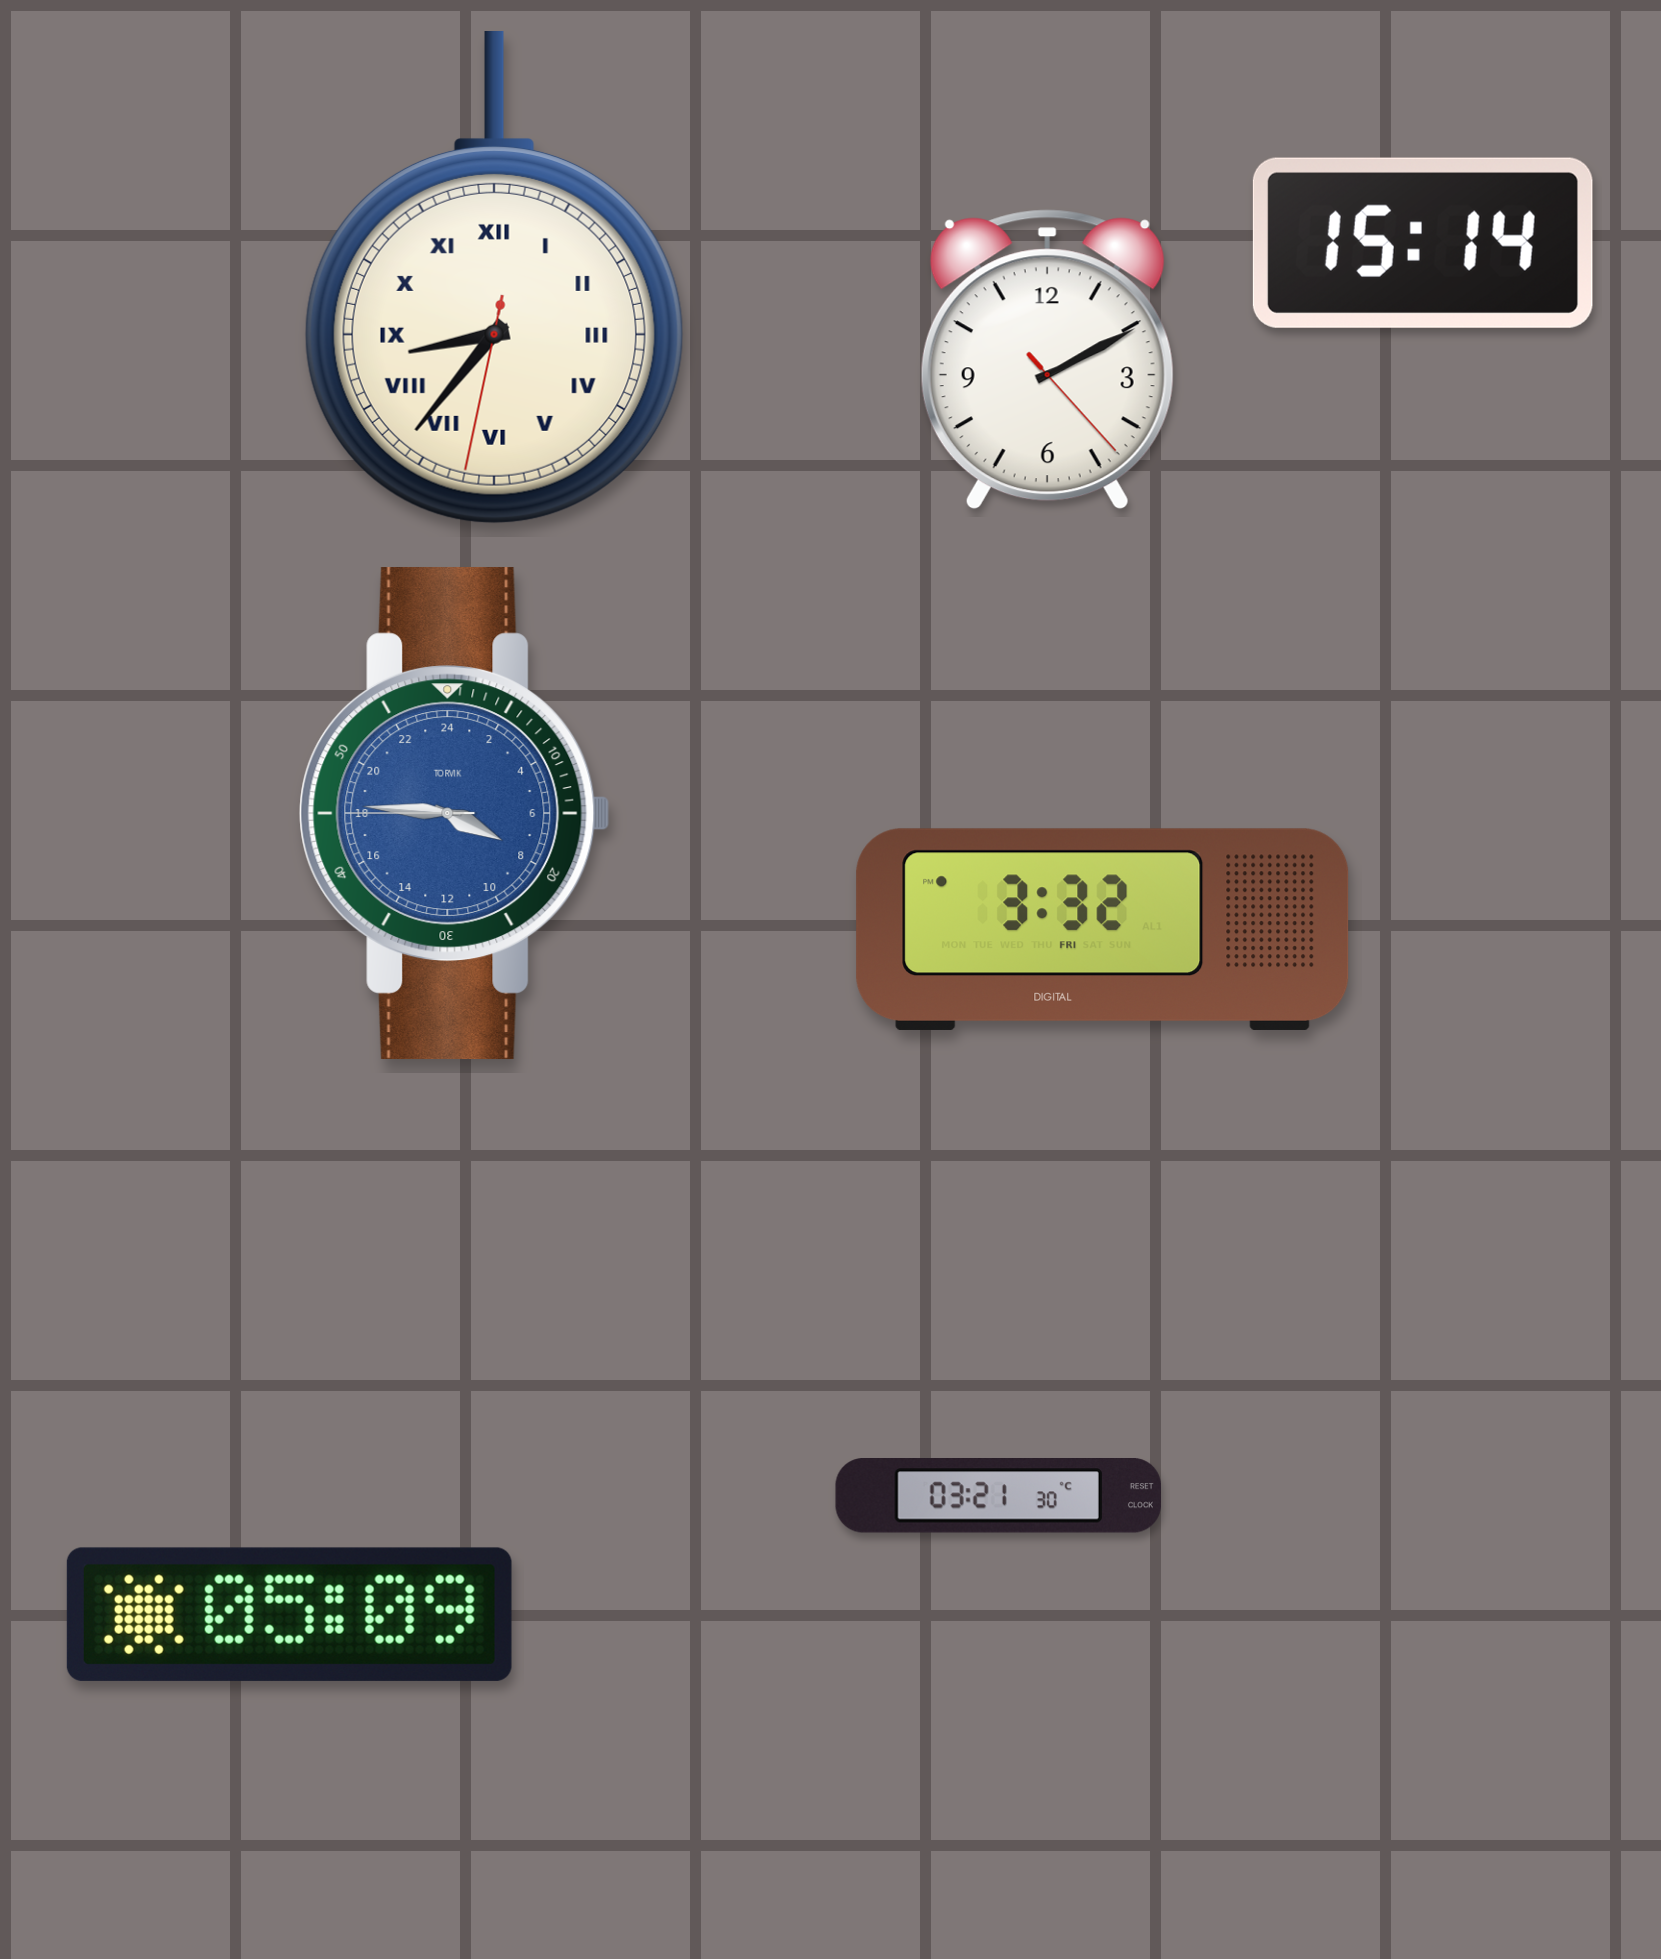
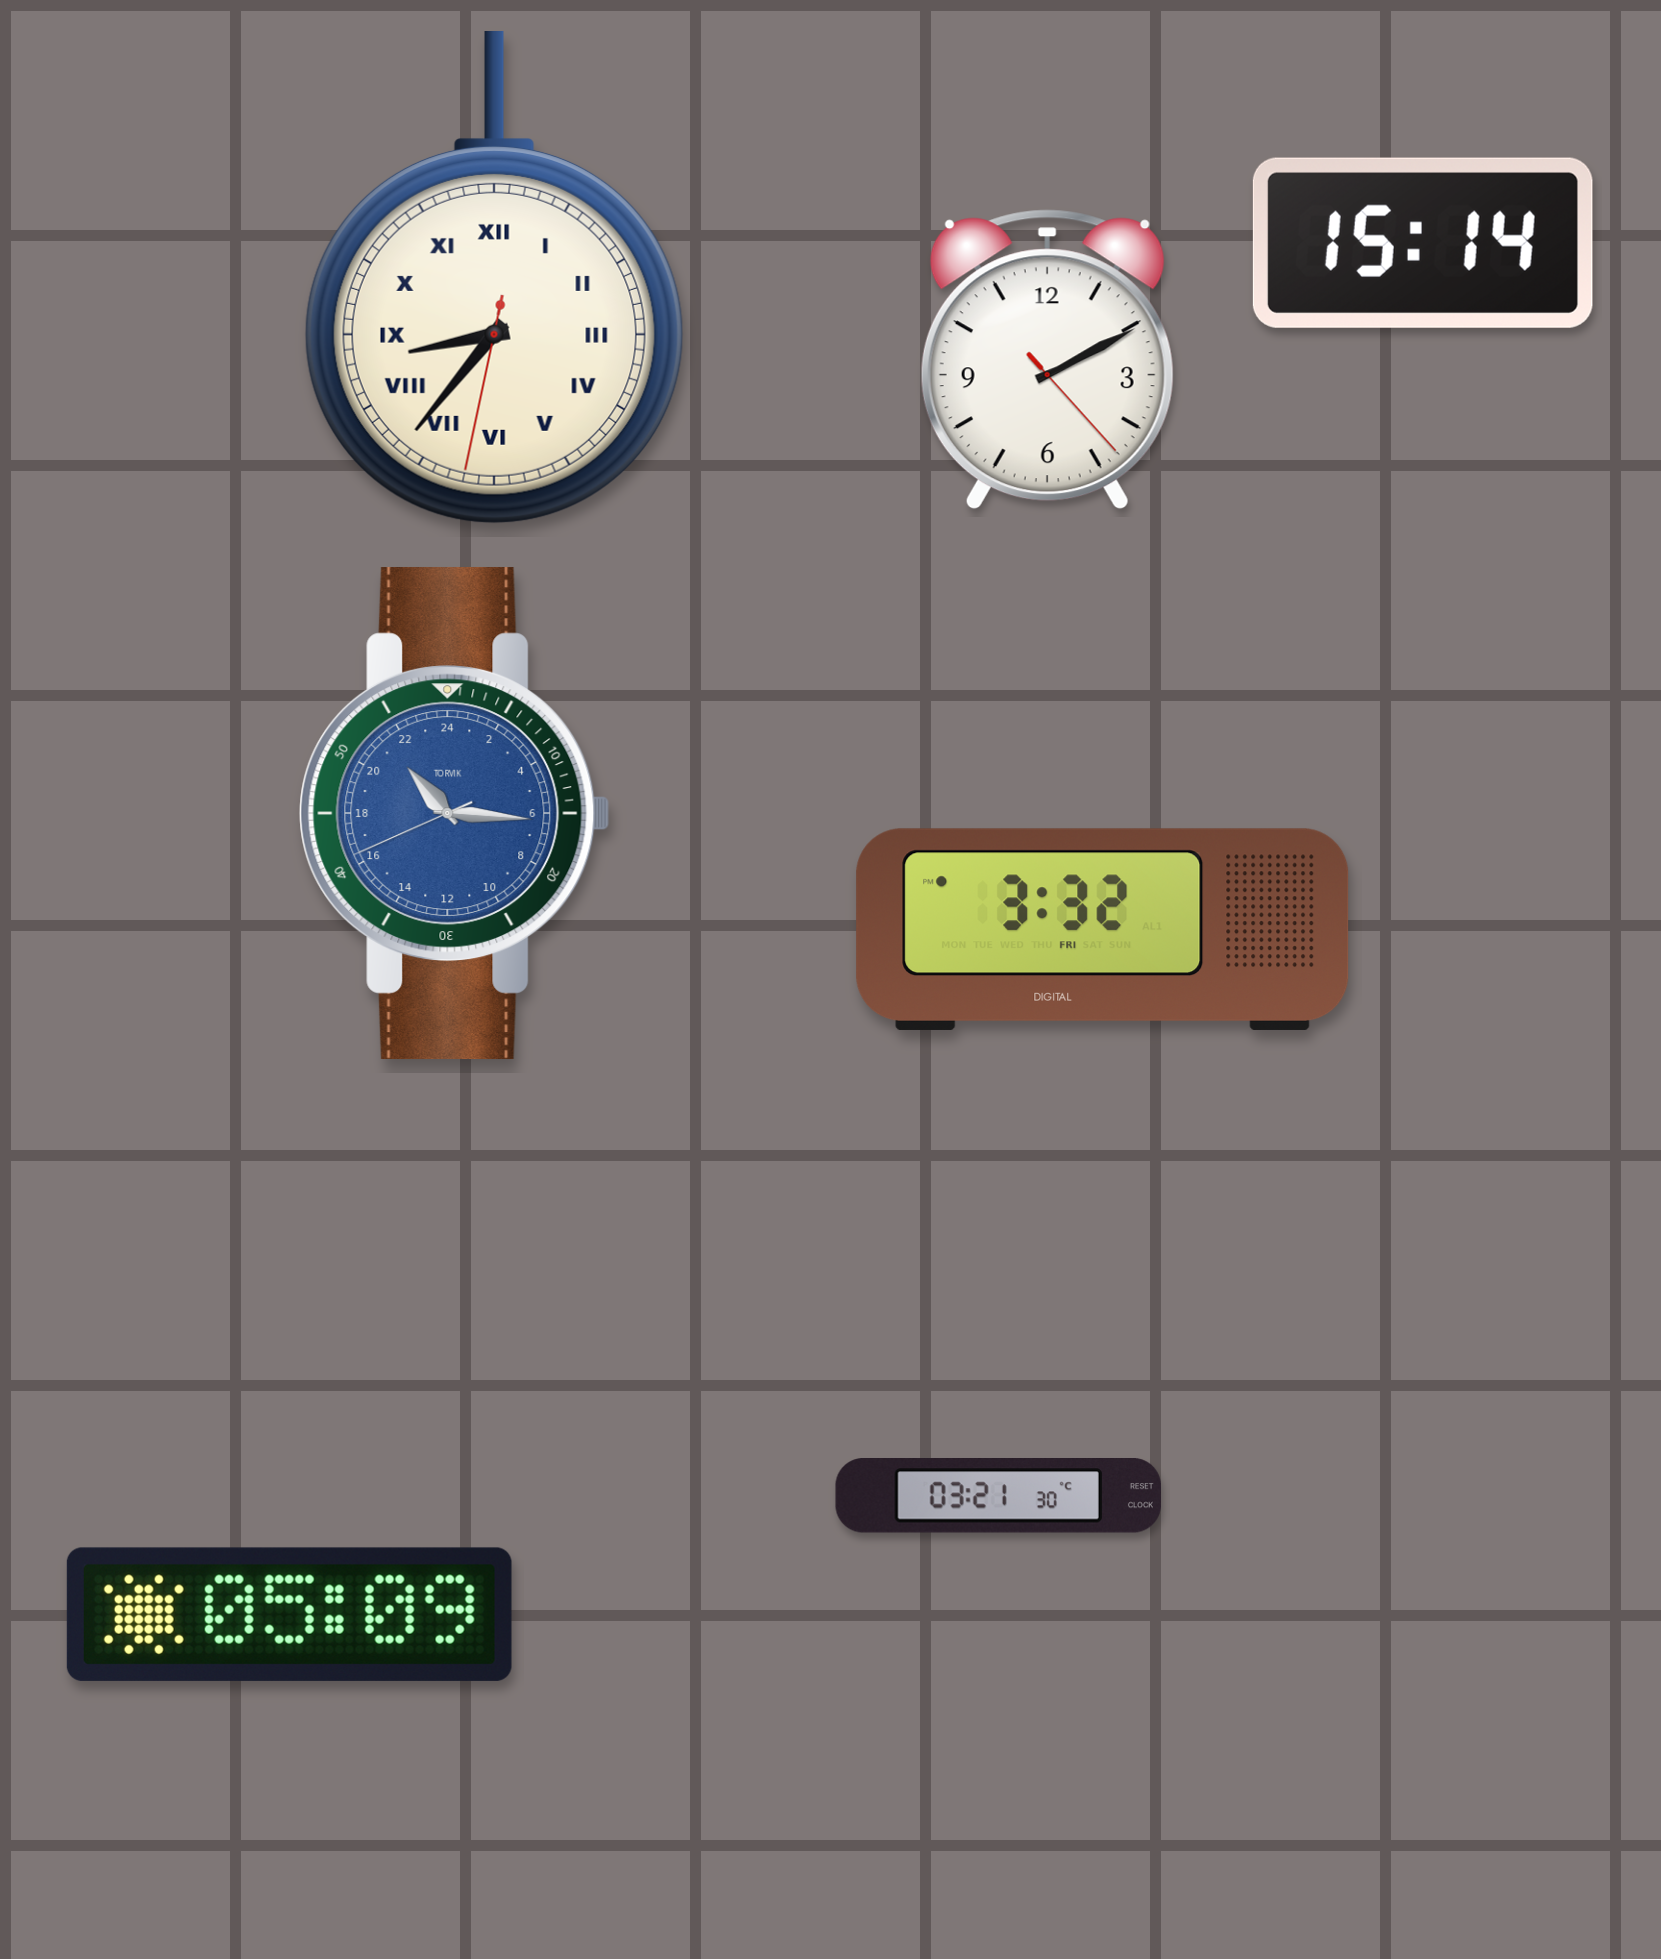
clock at (455, 814): 7:45 -> 21:15
